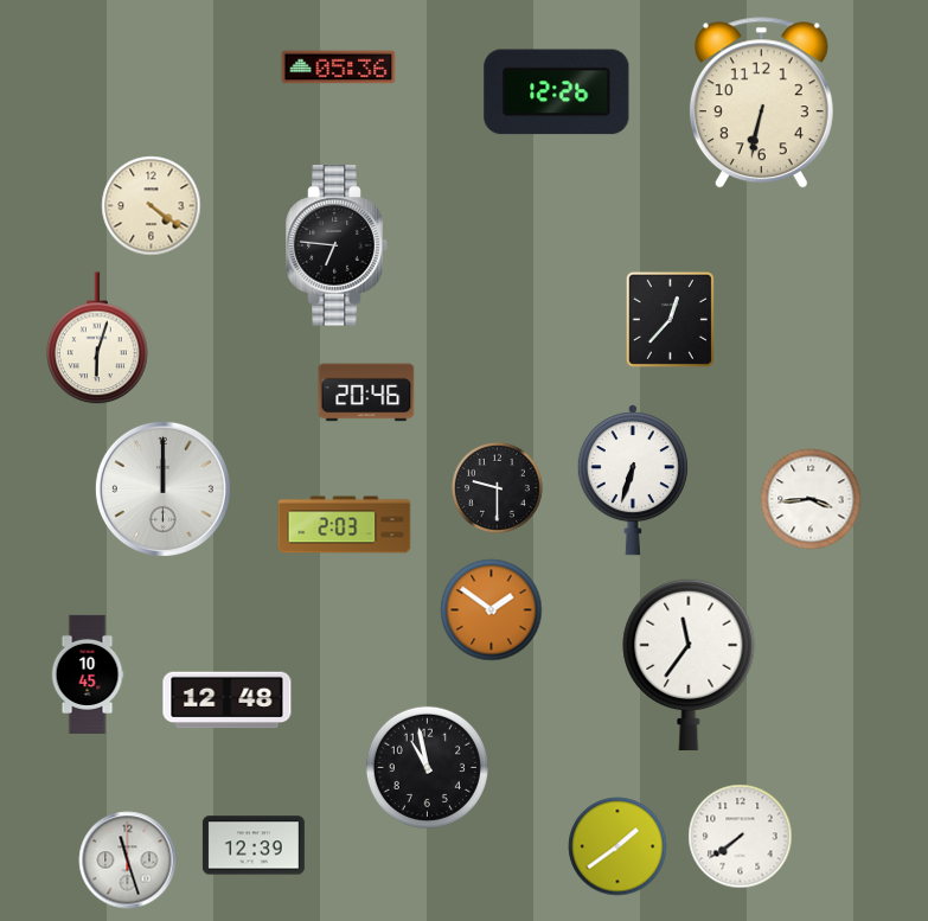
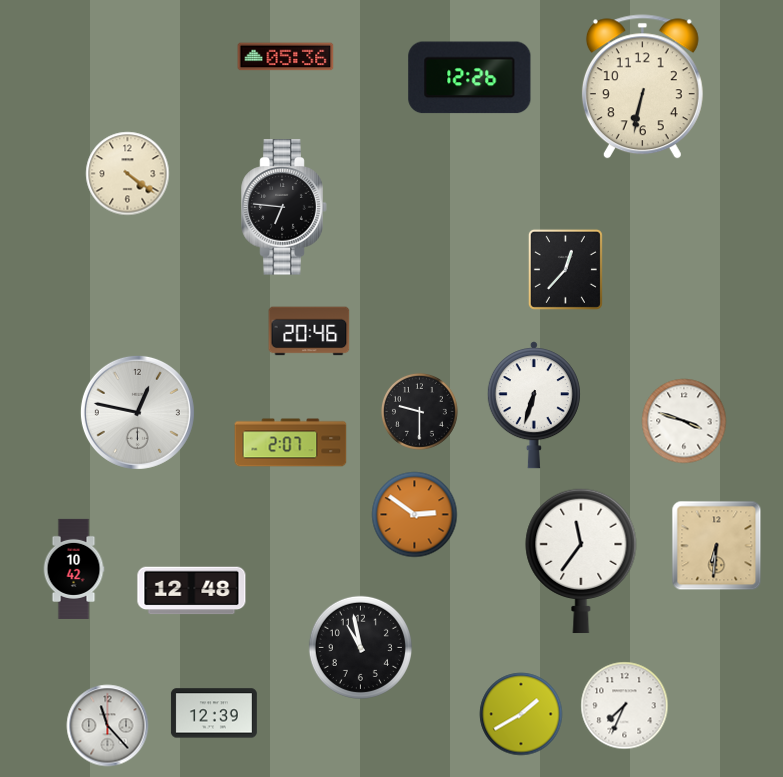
clock at (97, 339): 6:03 -> none
clock at (162, 488): 12:00 -> 12:47
clock at (811, 499): 3:44 -> 3:48
clock at (345, 525): 2:03 -> 2:07
clock at (492, 610): 1:51 -> 2:51
clock at (717, 546): none -> 6:31
clock at (88, 674): 10:45 -> 10:42
clock at (741, 837): 7:39 -> 7:34
clock at (617, 846): 1:39 -> 1:40
clock at (128, 861): 11:27 -> 11:23
